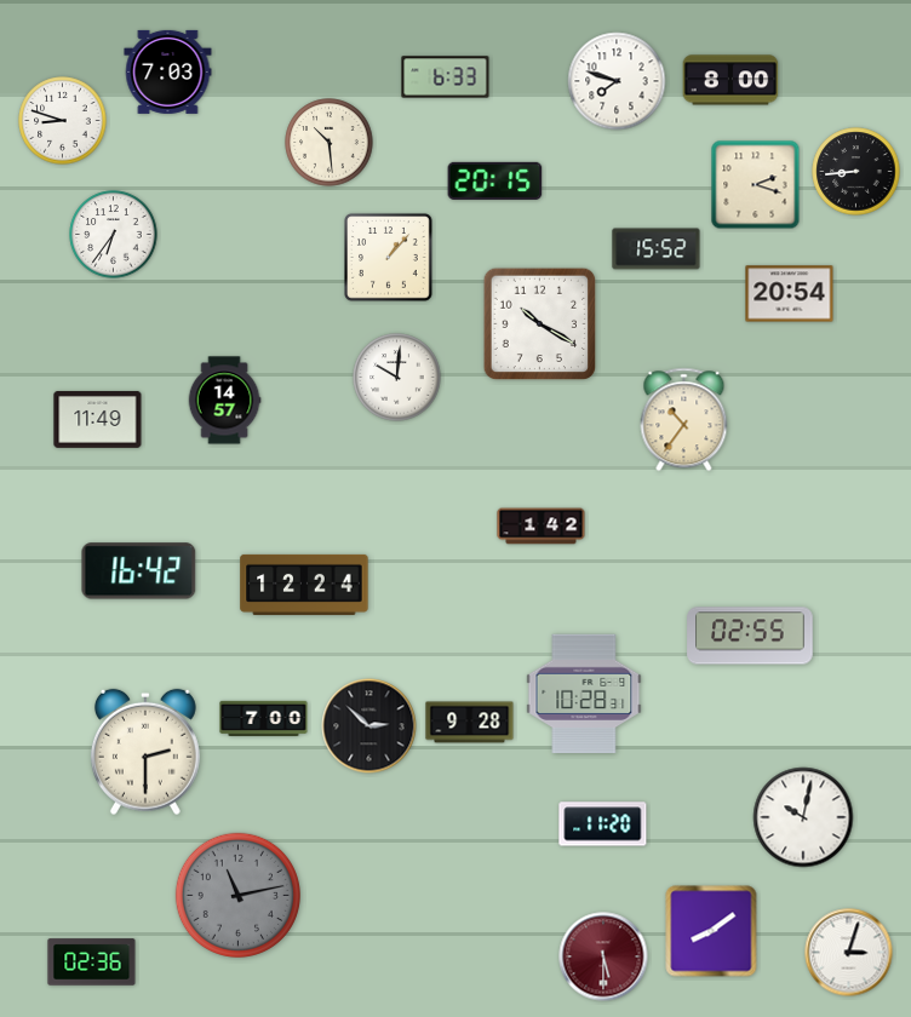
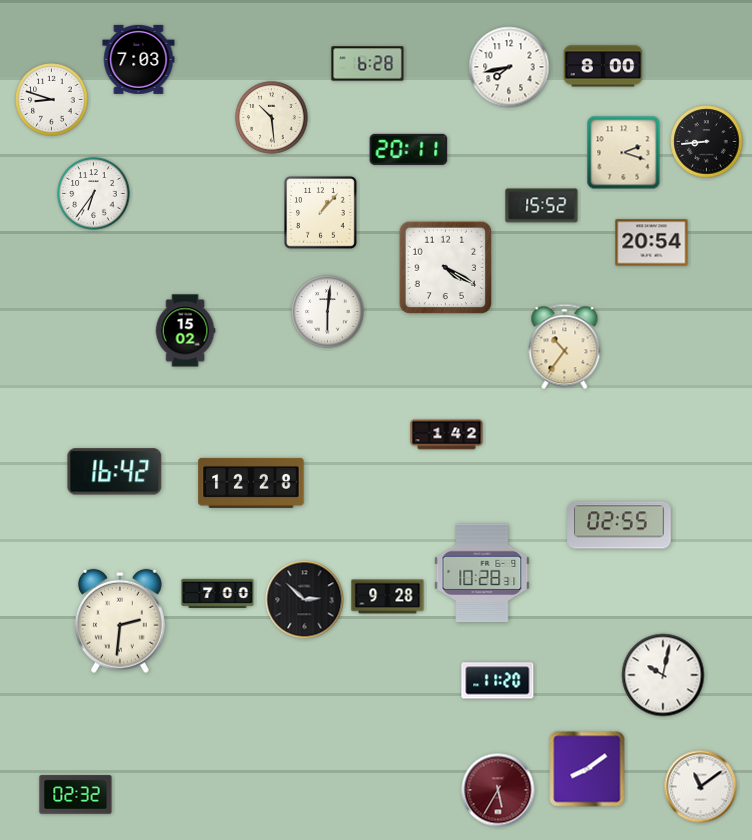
clock at (446, 77): 6:33 -> 6:28
clock at (617, 81): 7:48 -> 7:43
clock at (495, 180): 20:15 -> 20:11
clock at (540, 324): 10:20 -> 4:20
clock at (397, 378): 10:01 -> 6:01
clock at (224, 401): 14:57 -> 15:02
clock at (98, 420): 11:49 -> none
clock at (304, 585): 12:24 -> 12:28
clock at (145, 752): 2:30 -> 2:31
clock at (237, 895): 11:13 -> none
clock at (849, 953): 3:03 -> 11:09
clock at (603, 956): 5:30 -> 5:35
clock at (92, 963): 02:36 -> 02:32
